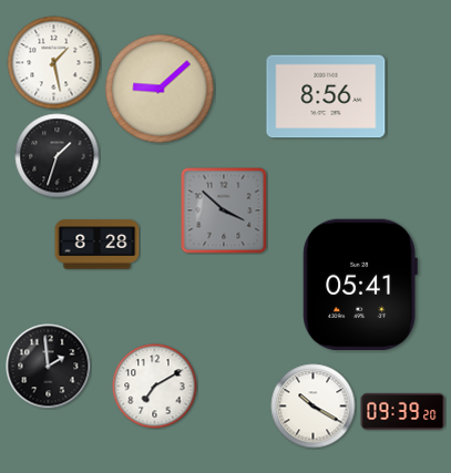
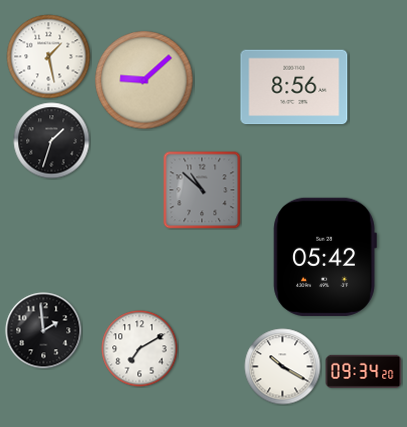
clock at (224, 210): 3:52 -> 10:52
clock at (98, 245): 8:28 -> none
clock at (360, 285): 05:41 -> 05:42
clock at (403, 411): 09:39 -> 09:34
